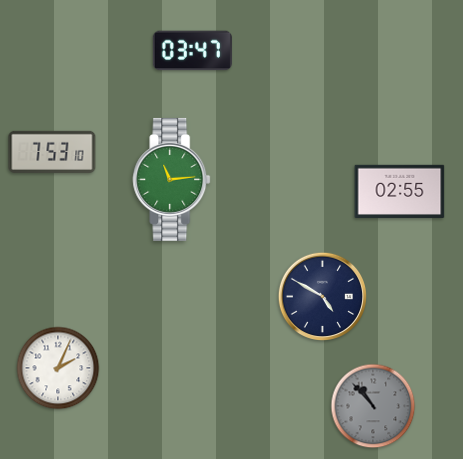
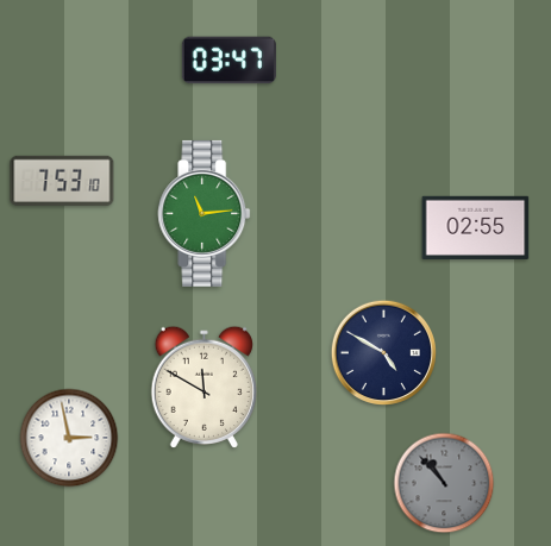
clock at (204, 387): none -> 11:50
clock at (58, 368): 2:04 -> 2:58
